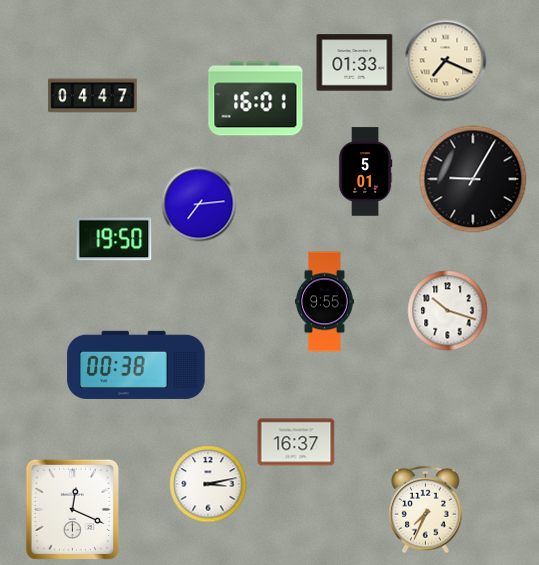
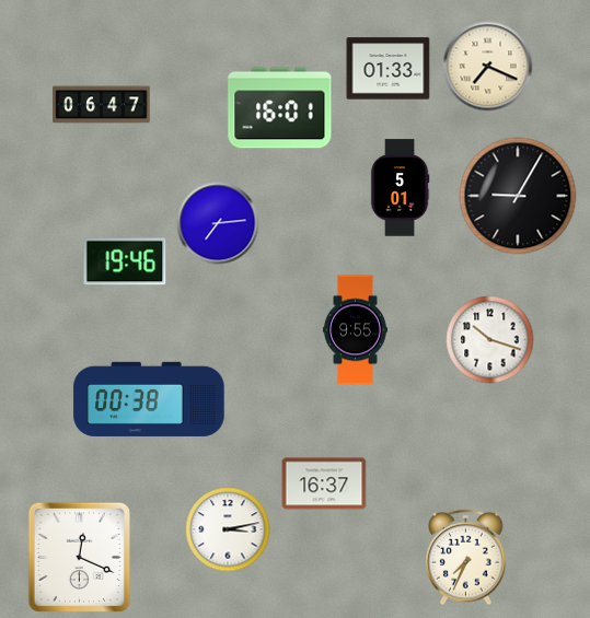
clock at (93, 96): 04:47 -> 06:47
clock at (114, 239): 19:50 -> 19:46
